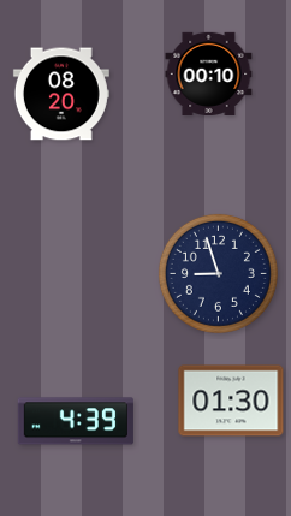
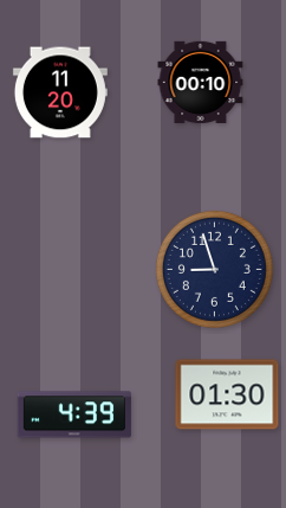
clock at (209, 73) position: (209, 73) -> (201, 82)
clock at (61, 94): 08:20 -> 11:20
